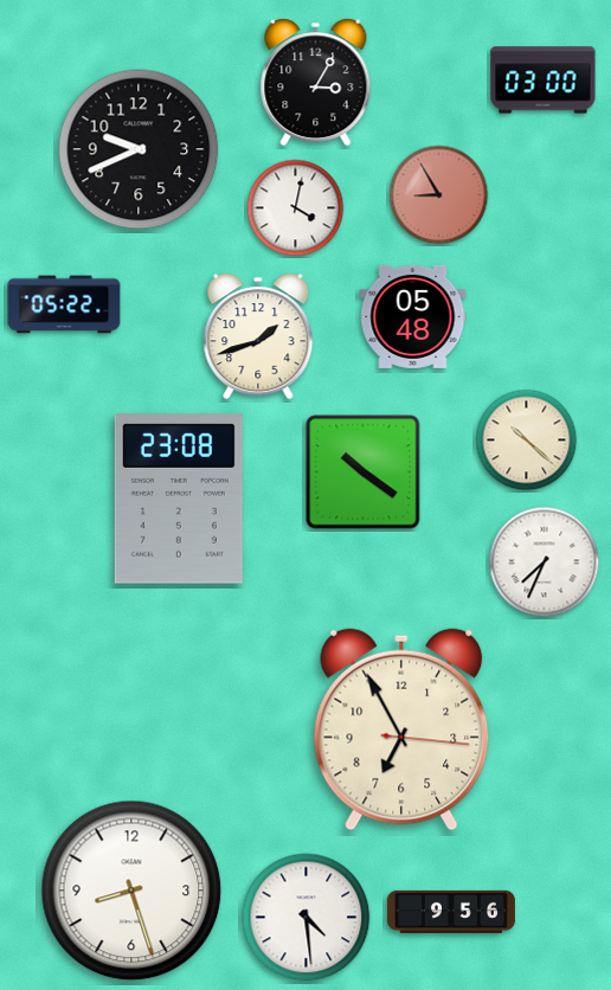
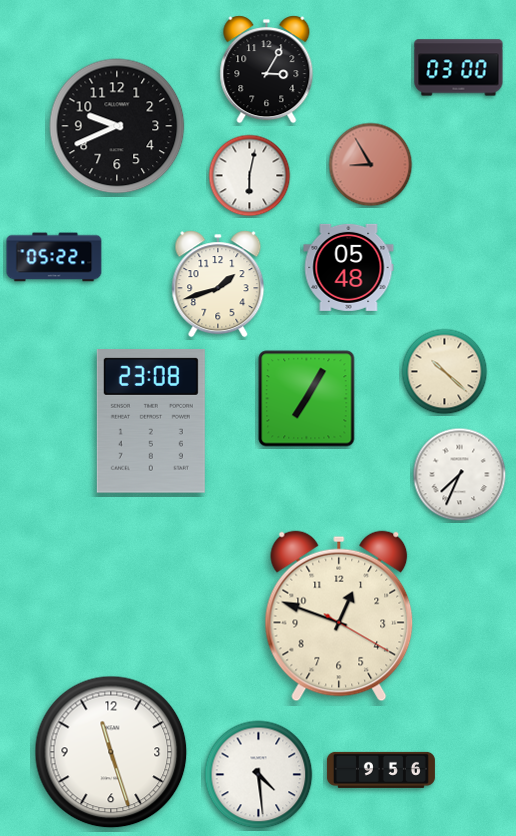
clock at (296, 208): 4:02 -> 6:02
clock at (364, 472): 10:21 -> 7:05
clock at (401, 729): 6:55 -> 12:48
clock at (131, 891): 8:27 -> 11:27
